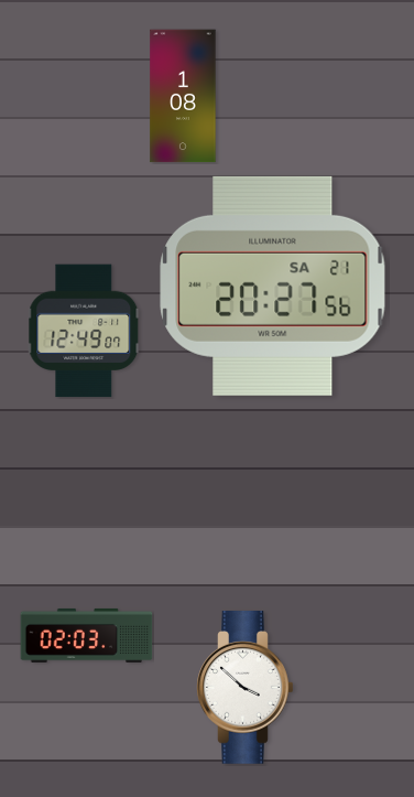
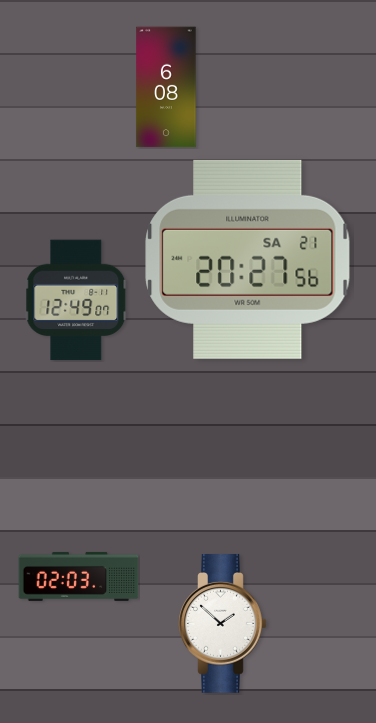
clock at (183, 96): 1:08 -> 6:08
clock at (246, 688): 3:52 -> 1:52
